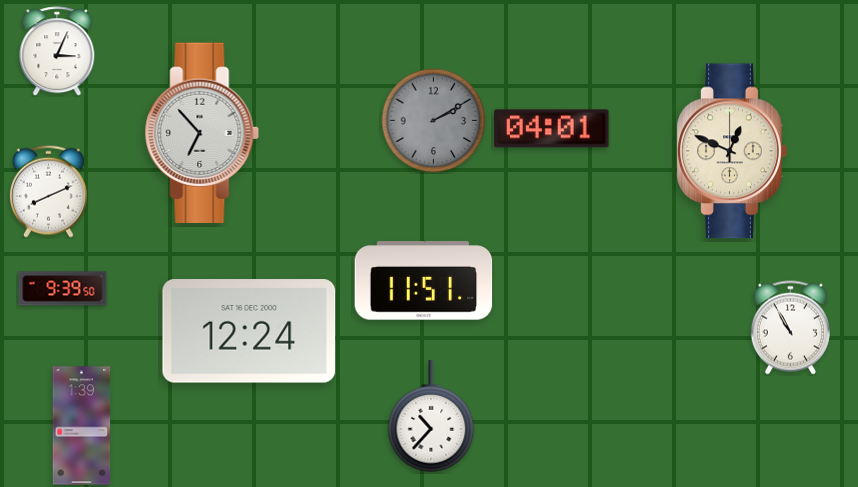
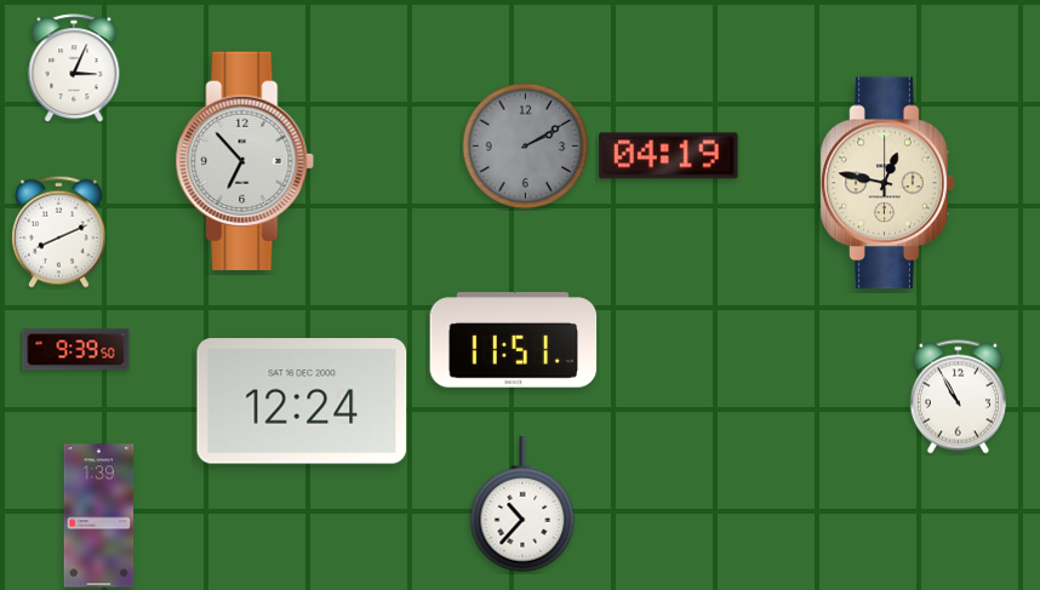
clock at (57, 51) position: (57, 51) -> (74, 68)
clock at (552, 129): 04:01 -> 04:19
clock at (732, 151): 12:49 -> 12:47
